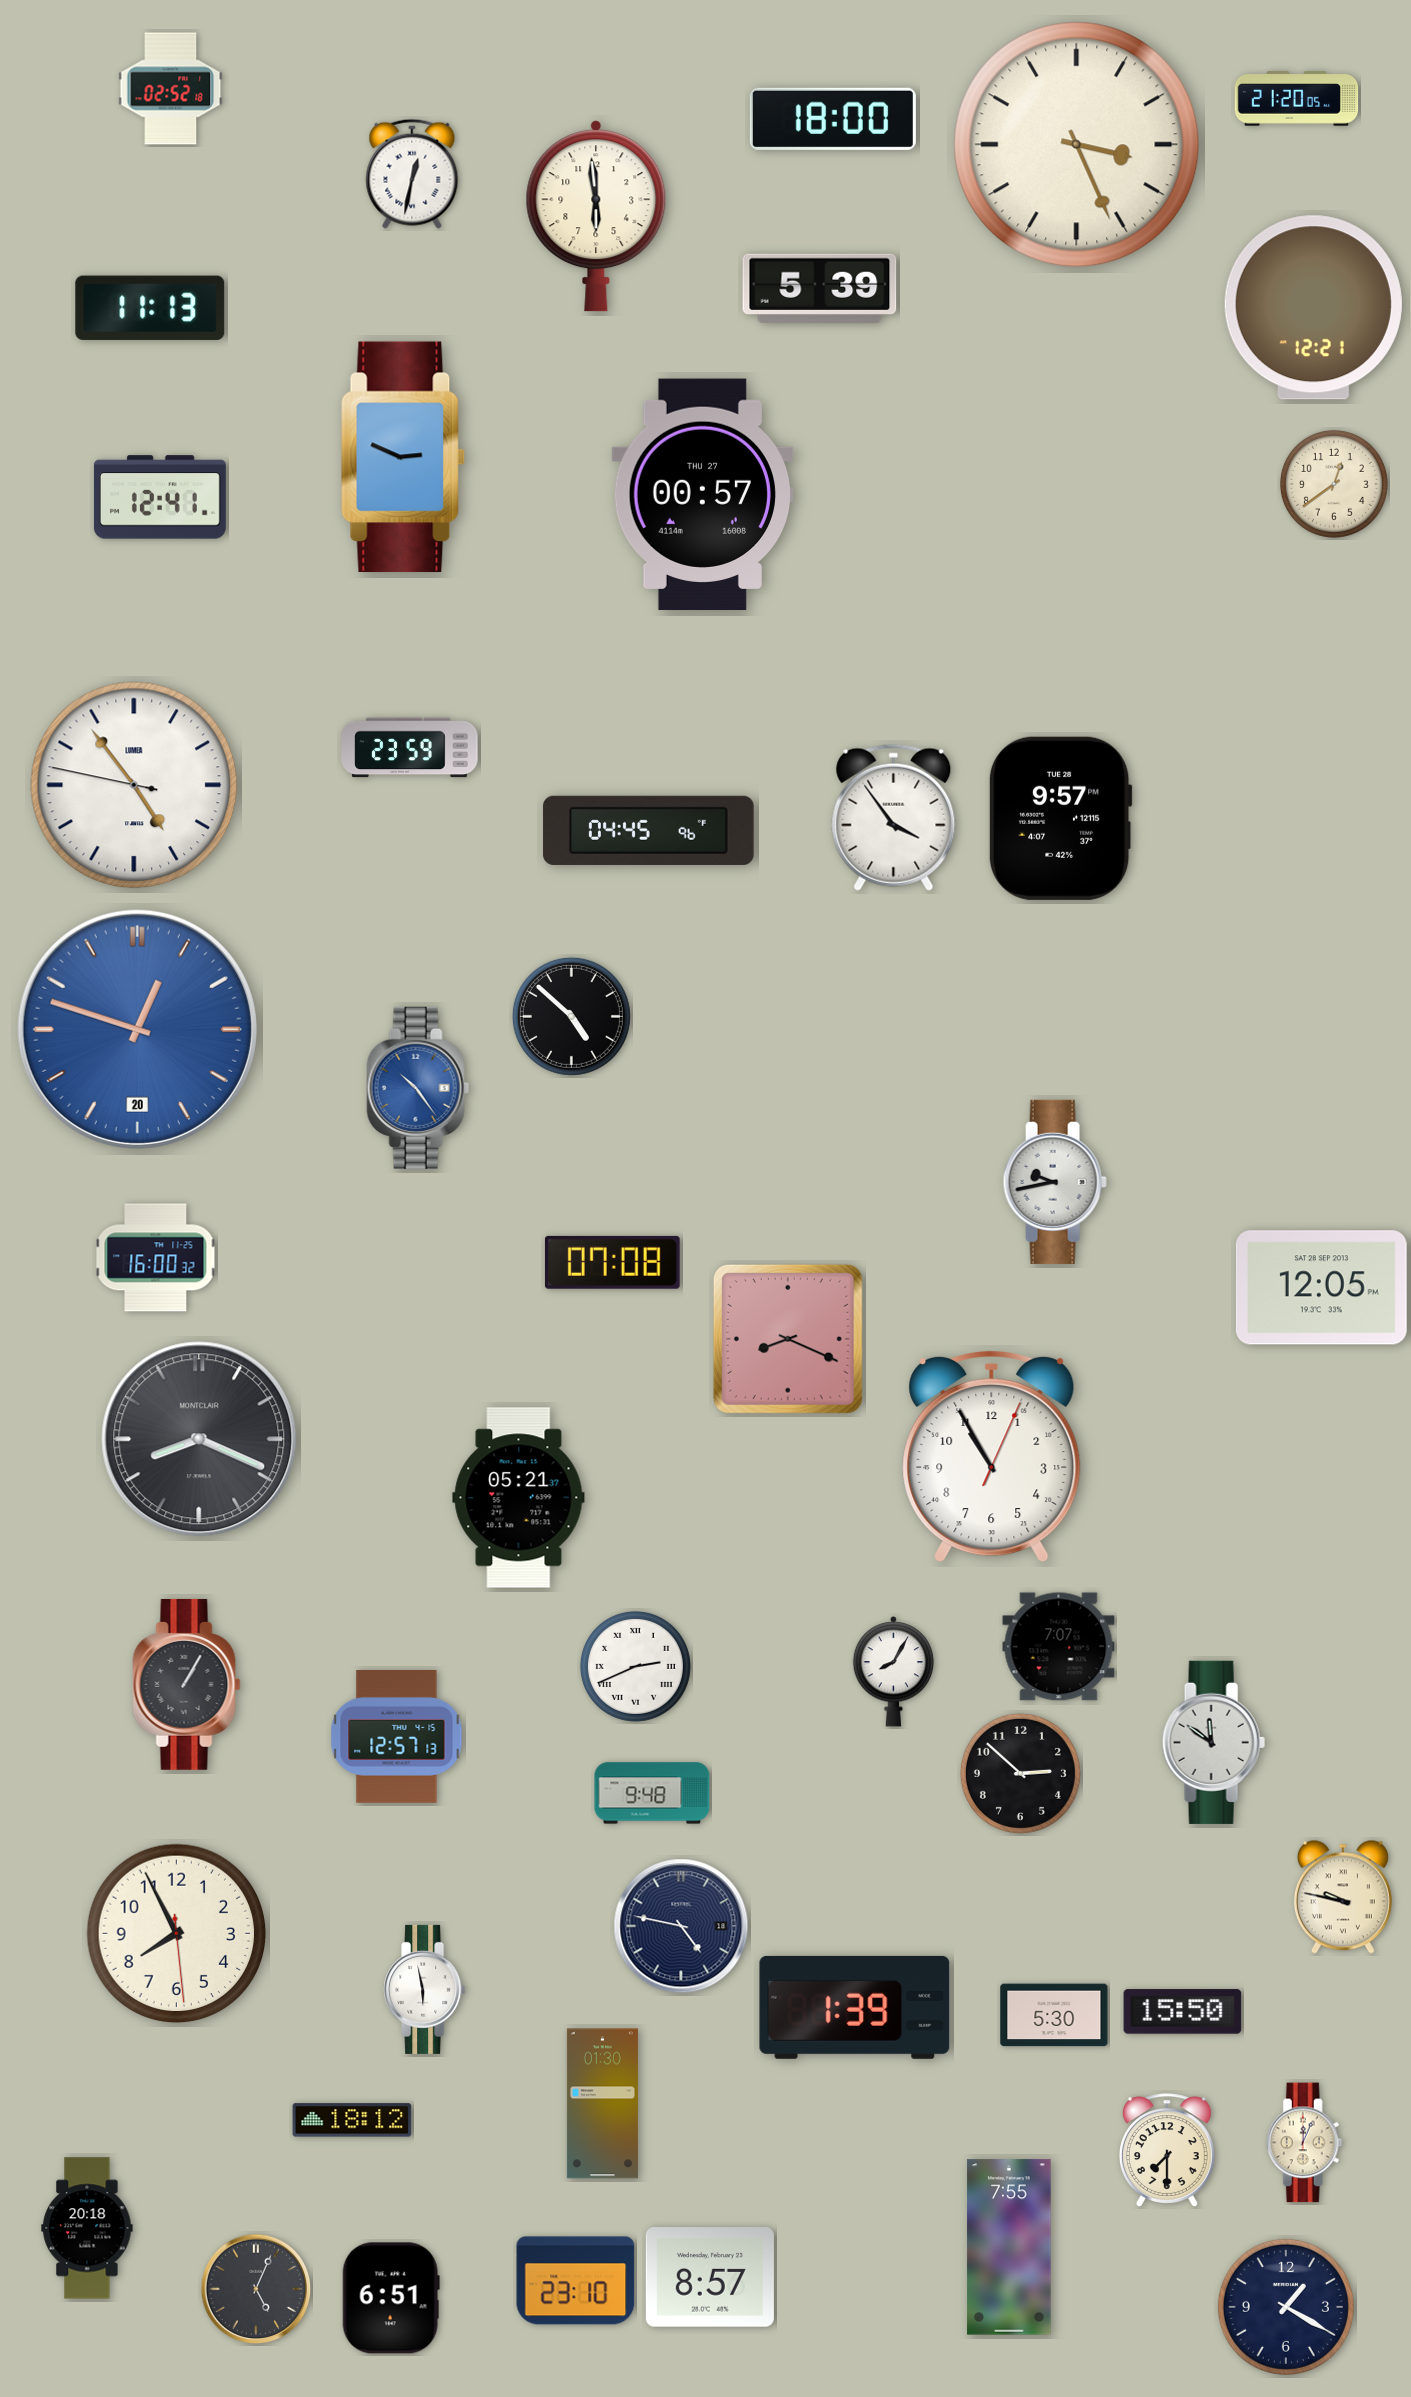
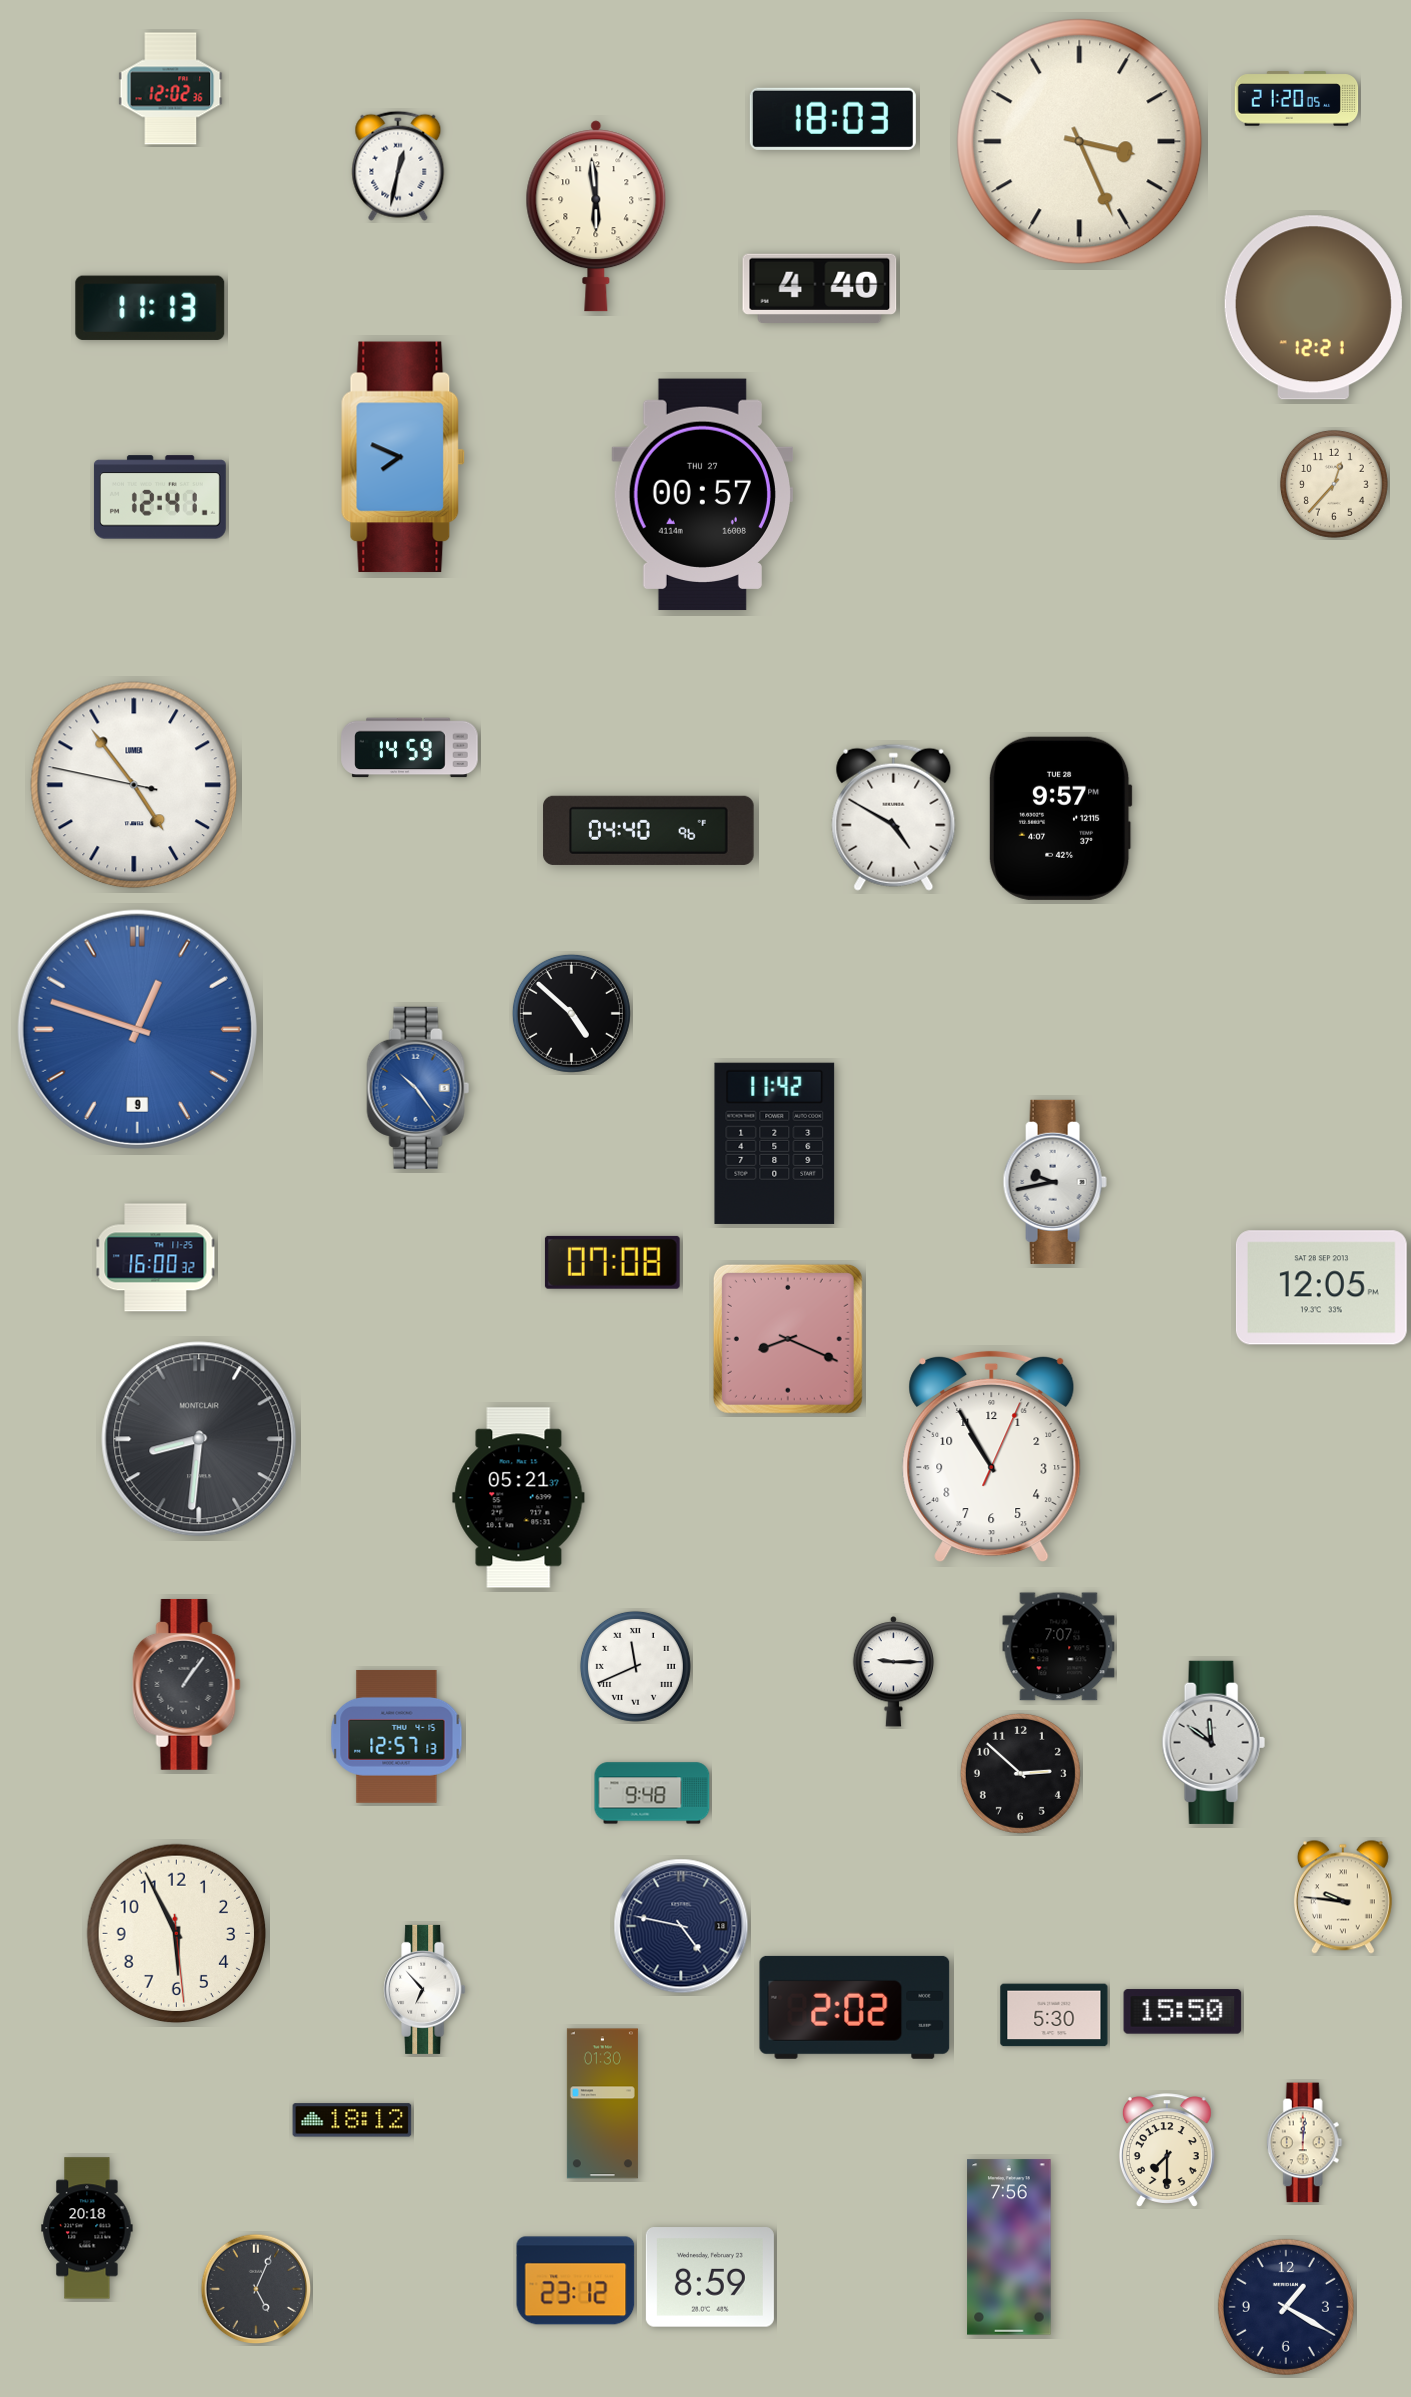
clock at (171, 89): 02:52 -> 12:02
clock at (833, 119): 18:00 -> 18:03
clock at (1077, 145) position: (1077, 145) -> (1080, 142)
clock at (412, 174) position: (412, 174) -> (398, 166)
clock at (820, 288): 5:39 -> 4:40
clock at (403, 457): 2:49 -> 7:49
clock at (1334, 484): 12:39 -> 12:37
clock at (410, 748): 23:59 -> 14:59
clock at (894, 817): 3:54 -> 4:50
clock at (649, 830): 04:45 -> 04:40
clock at (571, 1016) position: (571, 1016) -> (571, 1013)
clock at (137, 1029) date: 20 -> 9
clock at (775, 1143): none -> 11:42
clock at (199, 1439): 8:19 -> 8:31
clock at (635, 1666): 2:41 -> 11:41
clock at (894, 1672): 8:05 -> 9:15
clock at (187, 1684): 1:05 -> 1:06
clock at (1343, 1897): 9:47 -> 9:46
clock at (177, 1934): 7:55 -> 5:55
clock at (425, 1989): 5:58 -> 6:53
clock at (855, 2007): 1:39 -> 2:02
clock at (1304, 2143): 12:04 -> 12:01
clock at (1009, 2247): 7:55 -> 7:56
clock at (710, 2277): 8:57 -> 8:59
clock at (576, 2281): 23:10 -> 23:12
clock at (391, 2298): 6:51 -> none
